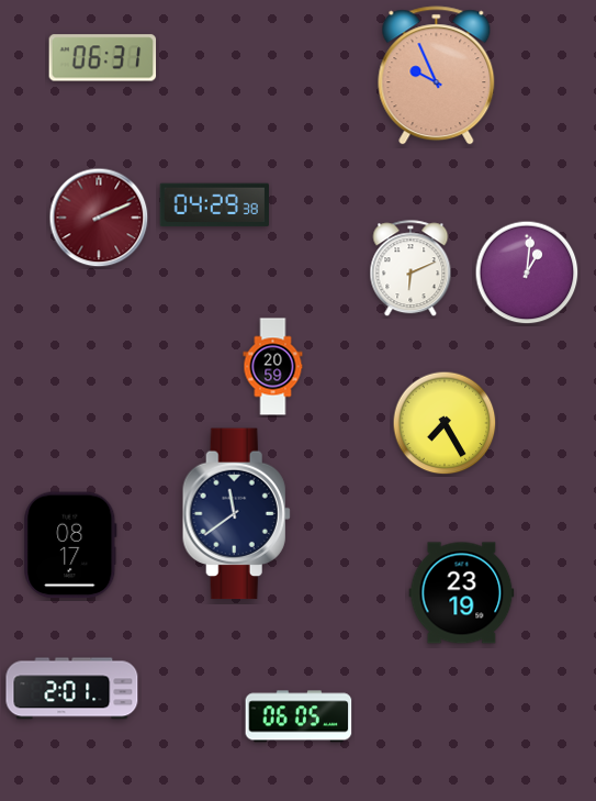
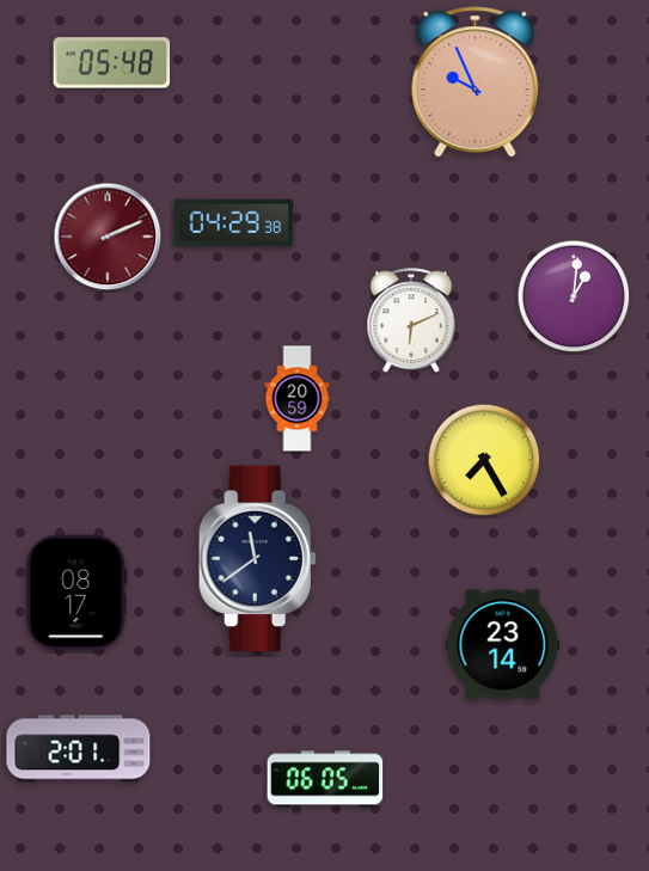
clock at (103, 58): 06:31 -> 05:48
clock at (411, 269) position: (411, 269) -> (411, 321)
clock at (462, 593): 23:19 -> 23:14
